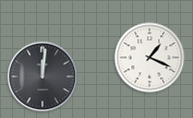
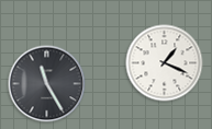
clock at (43, 77): 12:01 -> 11:25
